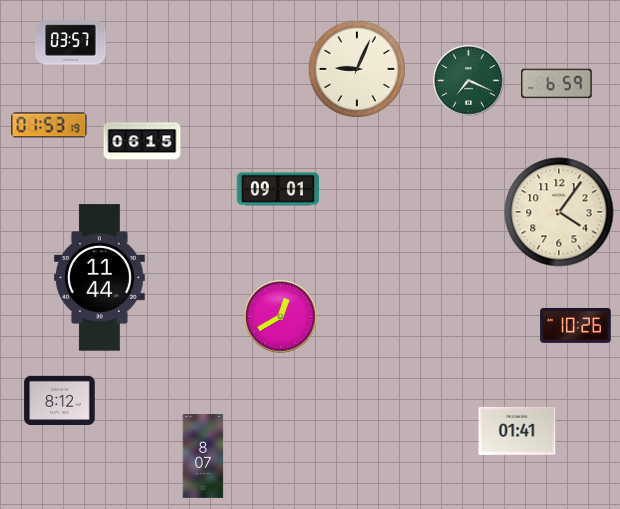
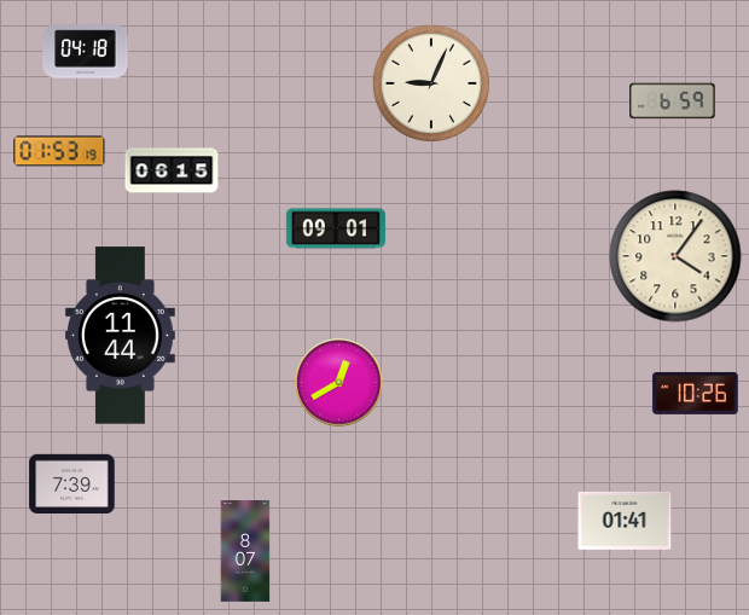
clock at (71, 43): 03:57 -> 04:18
clock at (469, 81): 7:19 -> none
clock at (60, 400): 8:12 -> 7:39
